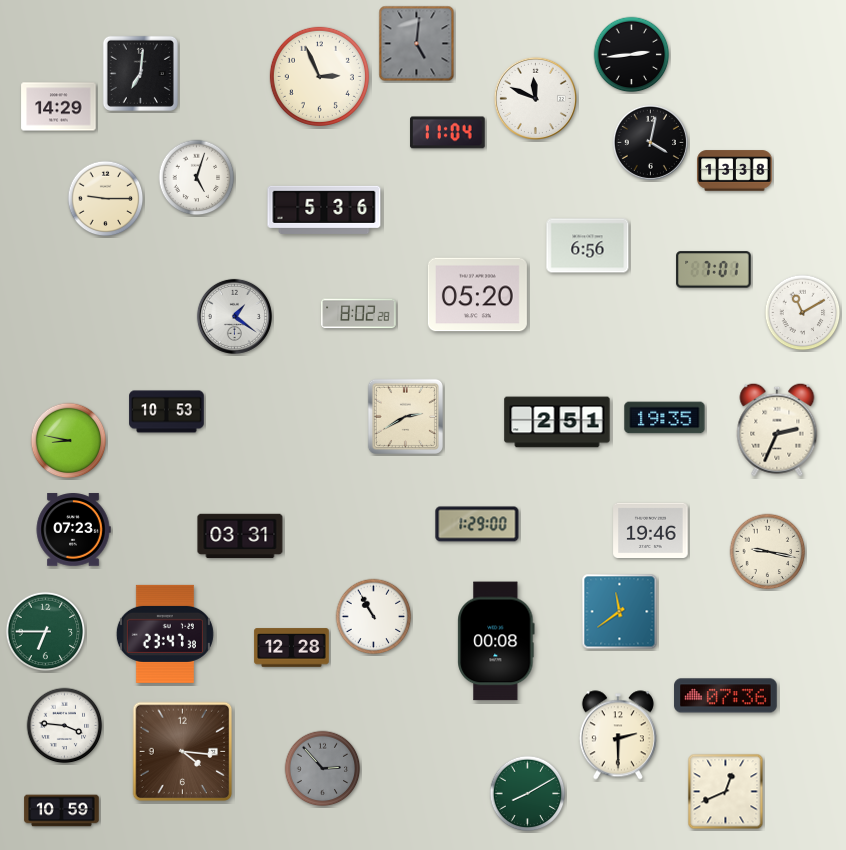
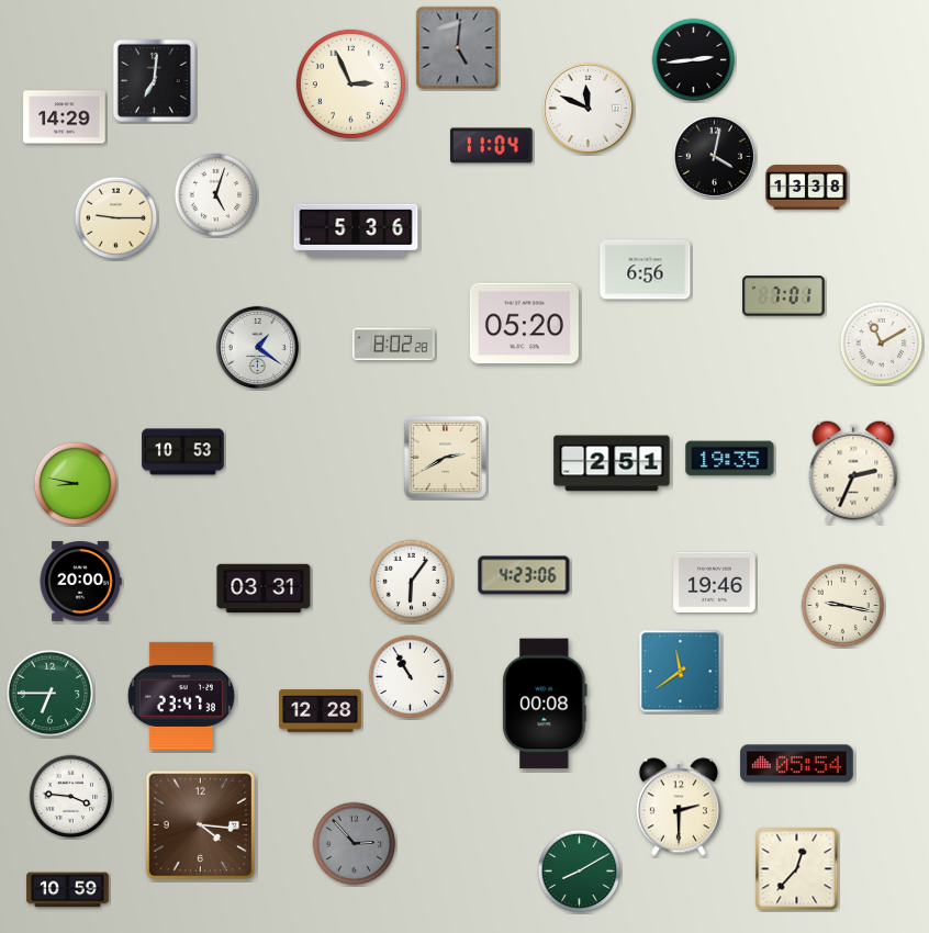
clock at (477, 524): 1:29 -> 4:23
clock at (73, 530): 07:23 -> 20:00
clock at (412, 582): none -> 6:06
clock at (726, 696): 07:36 -> 05:54
clock at (726, 792): 12:41 -> 12:37
